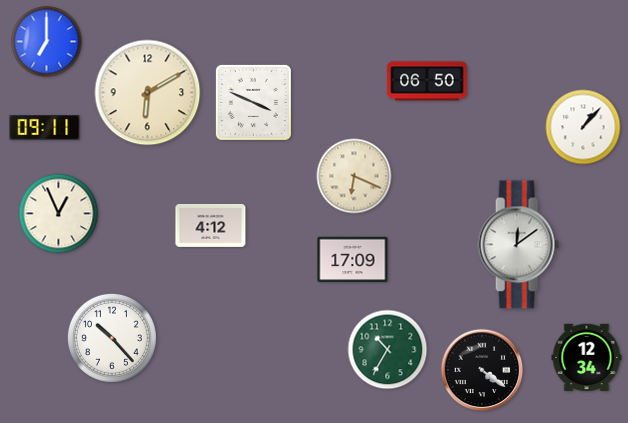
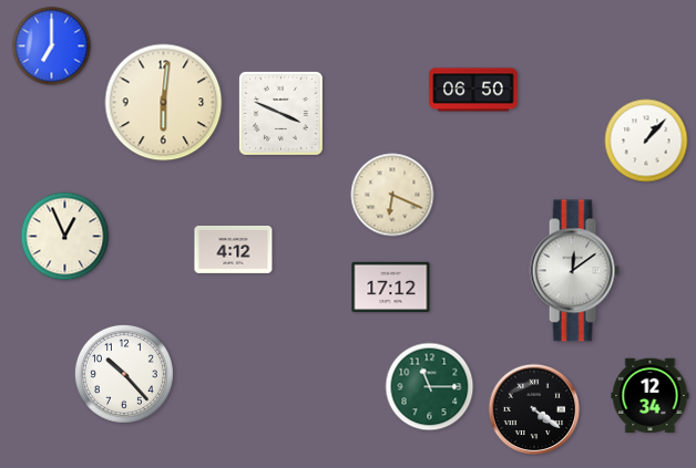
clock at (148, 93): 6:10 -> 6:01
clock at (45, 128): 09:11 -> none
clock at (353, 260): 17:09 -> 17:12
clock at (388, 350): 10:35 -> 11:15
